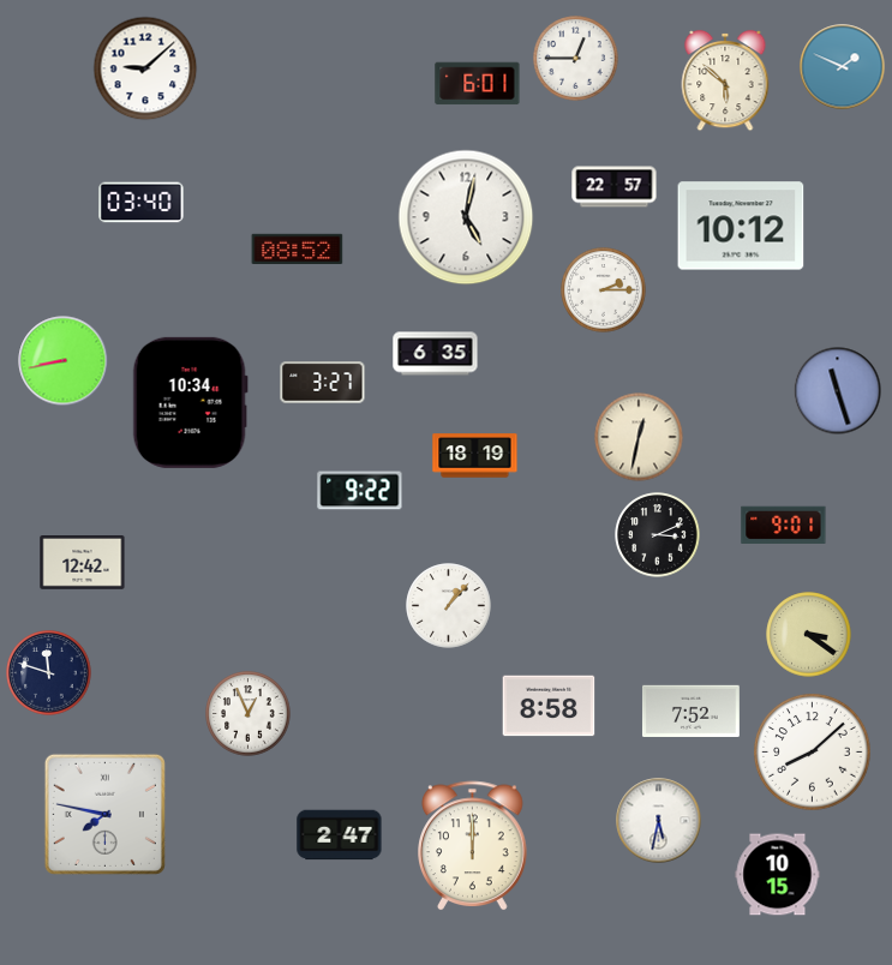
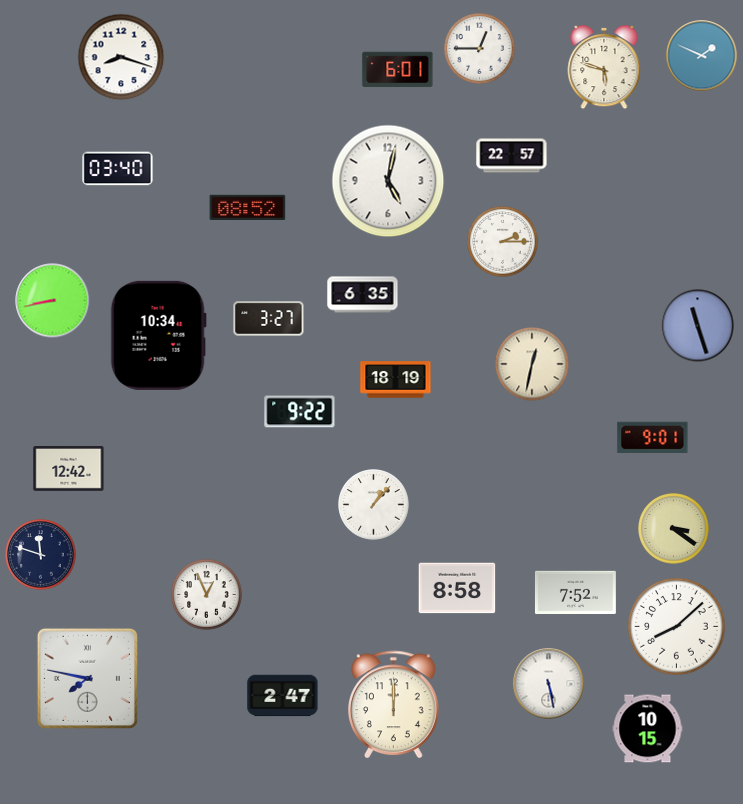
clock at (145, 68): 9:08 -> 8:18
clock at (725, 80): 5:52 -> 5:48
clock at (741, 226): 10:12 -> none
clock at (360, 491) position: (360, 491) -> (300, 412)
clock at (658, 535): 3:11 -> none
clock at (49, 673) position: (49, 673) -> (41, 555)
clock at (659, 821): 5:32 -> 5:28
